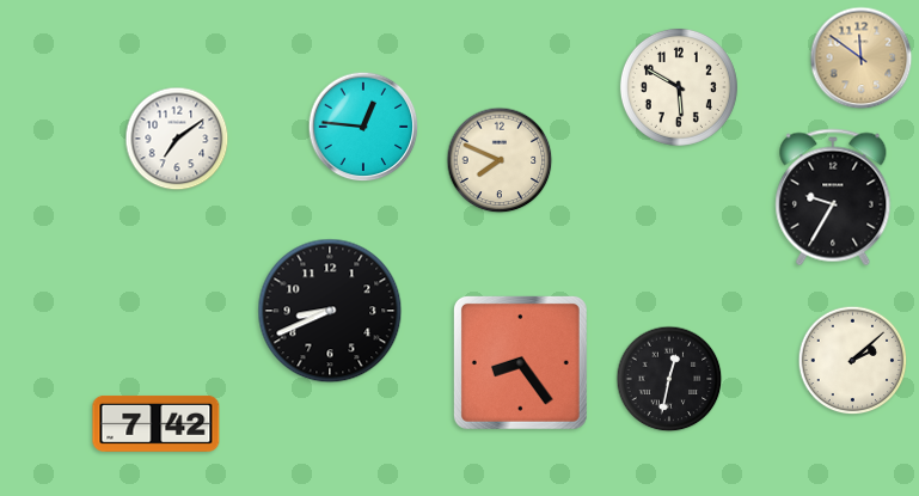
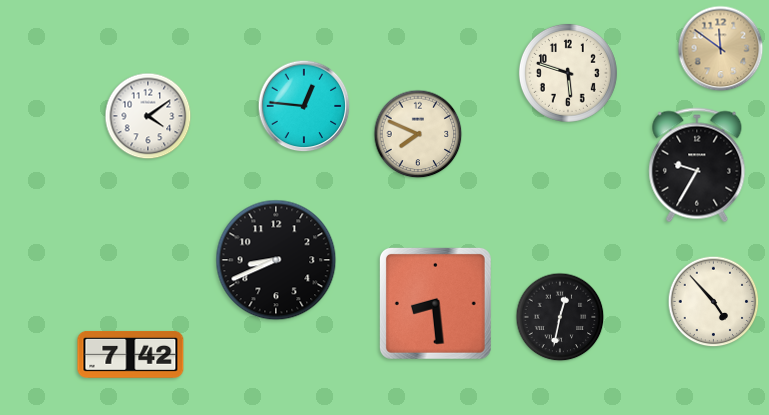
clock at (679, 87): 5:50 -> 5:48
clock at (177, 139): 7:09 -> 4:09
clock at (853, 361): 2:08 -> 4:53
clock at (520, 362): 8:24 -> 8:29
